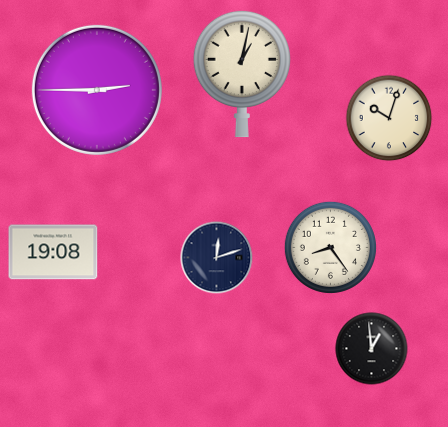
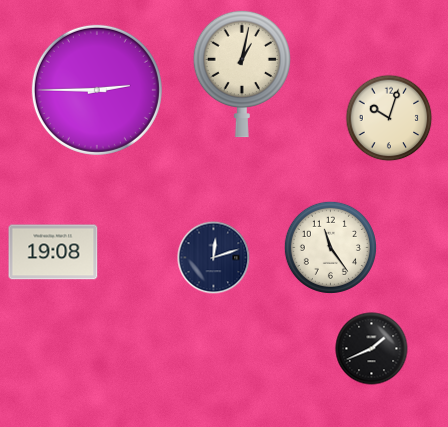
clock at (330, 247): 8:24 -> 11:24
clock at (217, 258) position: (217, 258) -> (214, 258)
clock at (372, 349): 12:59 -> 1:41
